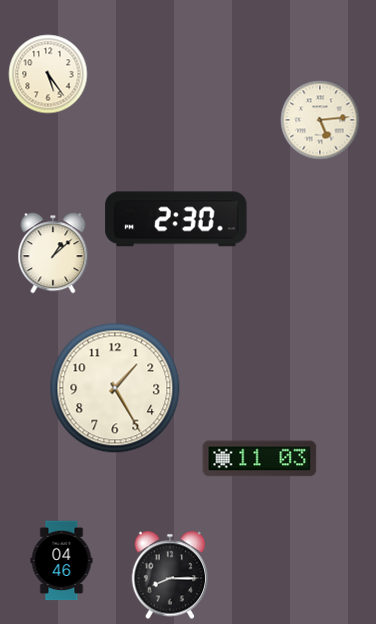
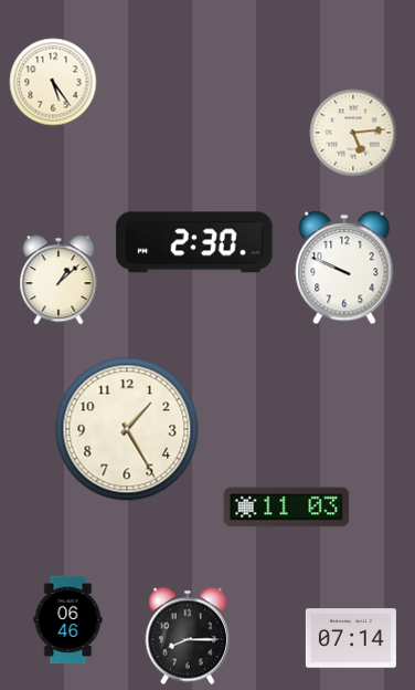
clock at (344, 268): none -> 9:49
clock at (62, 561): 04:46 -> 06:46
clock at (351, 638): none -> 07:14
